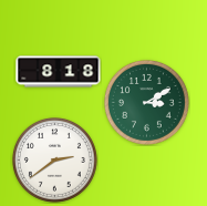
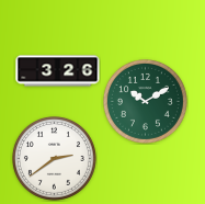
clock at (59, 72): 8:18 -> 3:26
clock at (146, 102): 3:10 -> 10:10
